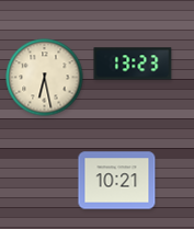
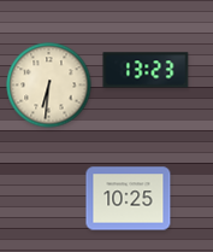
clock at (45, 78): 6:28 -> 6:31
clock at (117, 181): 10:21 -> 10:25
